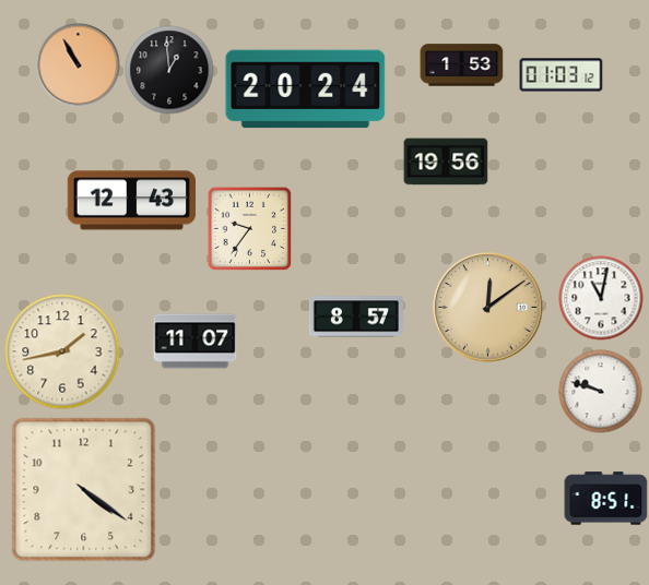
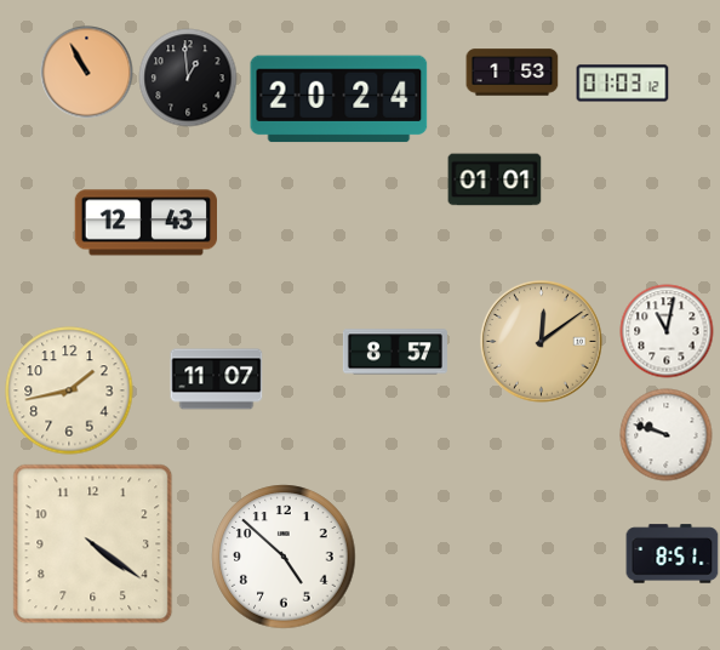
clock at (446, 162): 19:56 -> 01:01
clock at (249, 228): 9:36 -> none
clock at (284, 557): none -> 4:52
